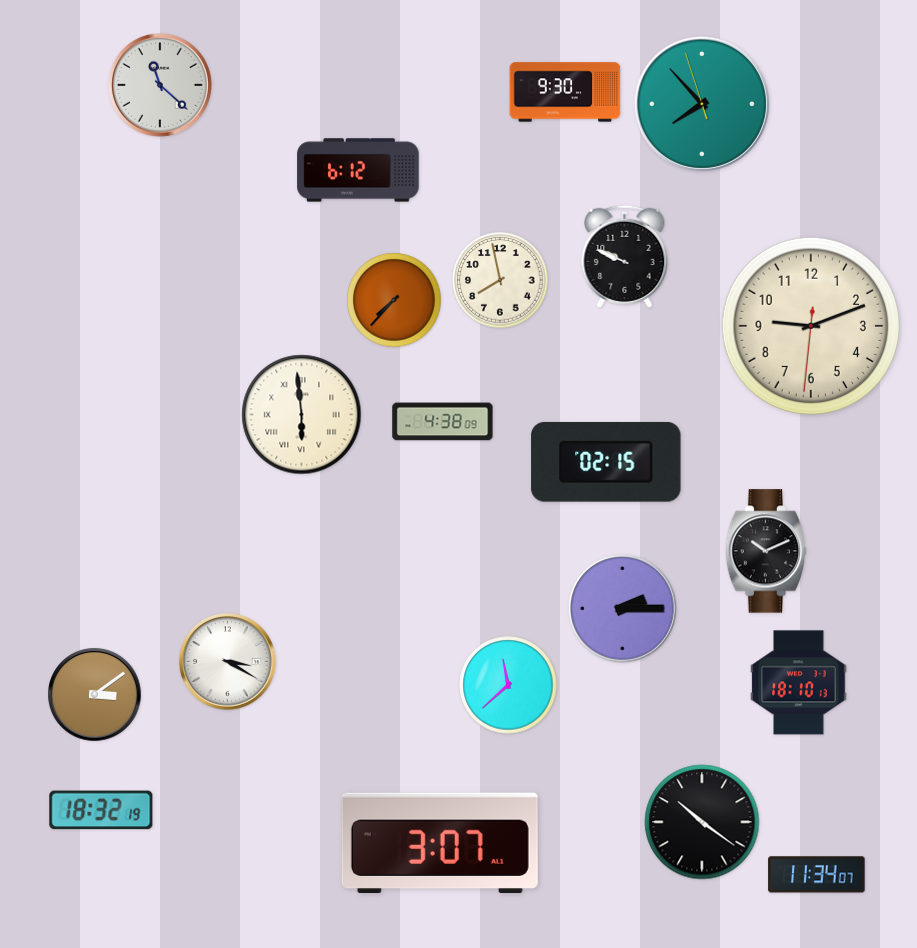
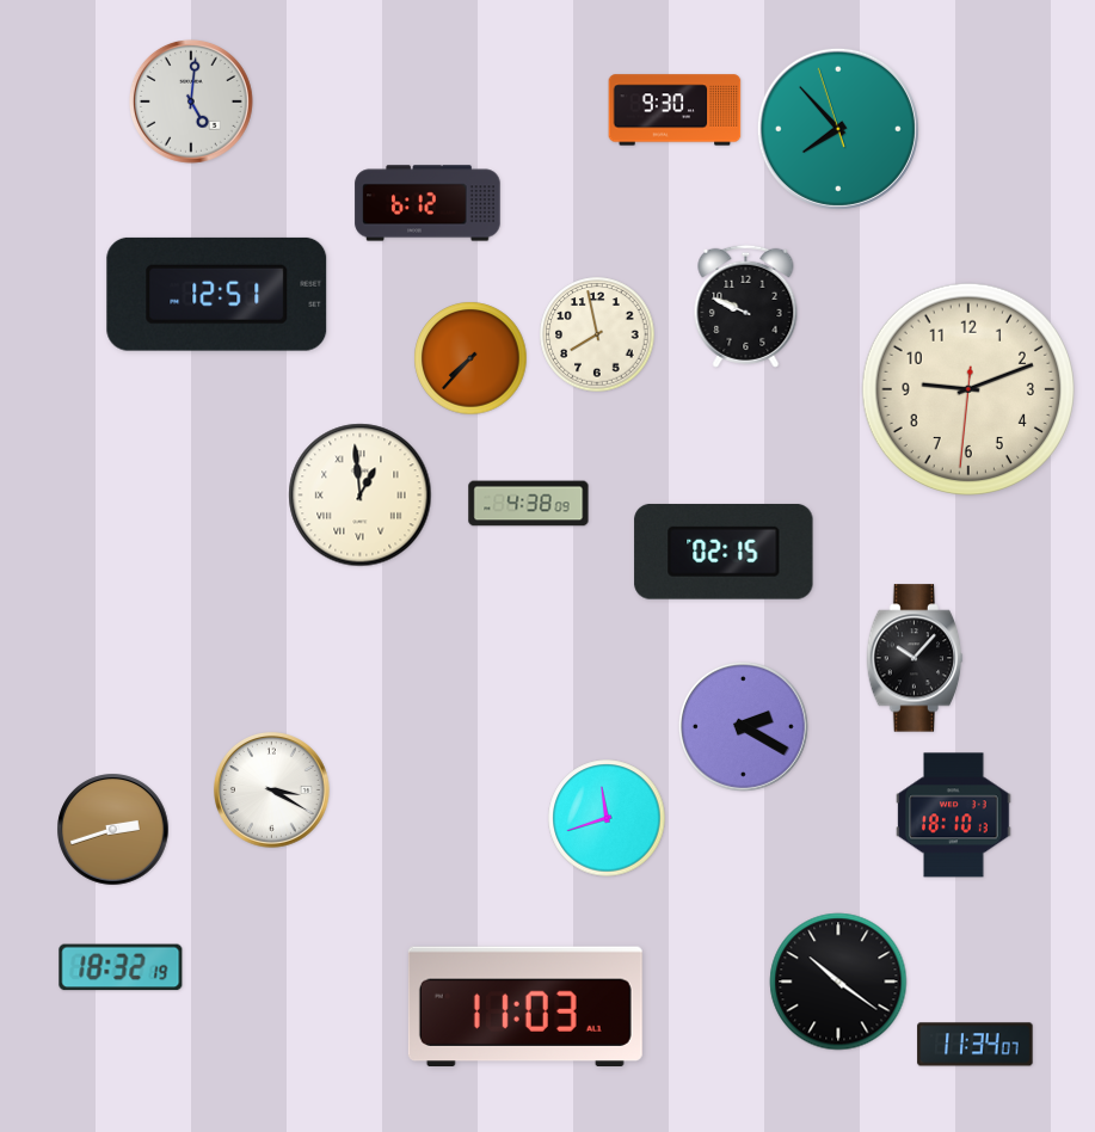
clock at (160, 85): 11:22 -> 5:01
clock at (702, 104) position: (702, 104) -> (838, 129)
clock at (217, 294): none -> 12:51
clock at (302, 415): 5:59 -> 12:59
clock at (766, 551): 10:11 -> 10:07
clock at (622, 608): 2:15 -> 2:20
clock at (508, 685): 11:38 -> 11:42
clock at (95, 695): 3:09 -> 2:42
clock at (440, 842): 3:07 -> 11:03
